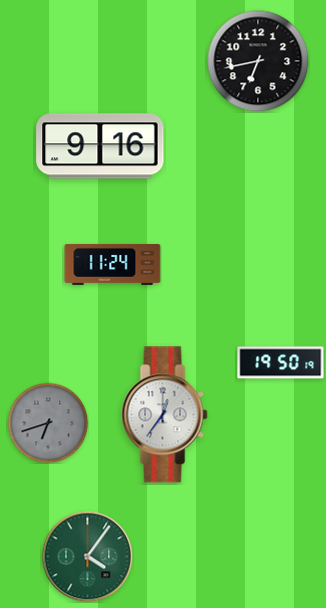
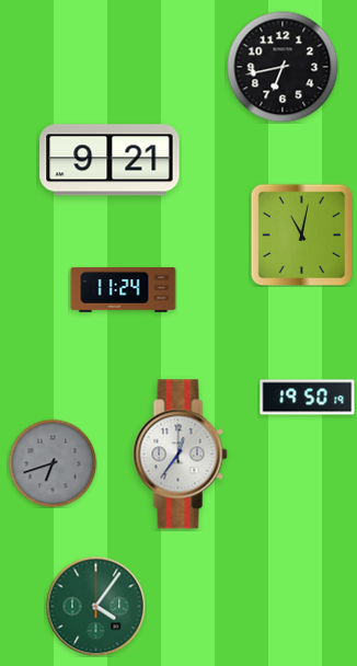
clock at (100, 146): 9:16 -> 9:21
clock at (301, 234): none -> 11:02
clock at (87, 556) position: (87, 556) -> (95, 606)
